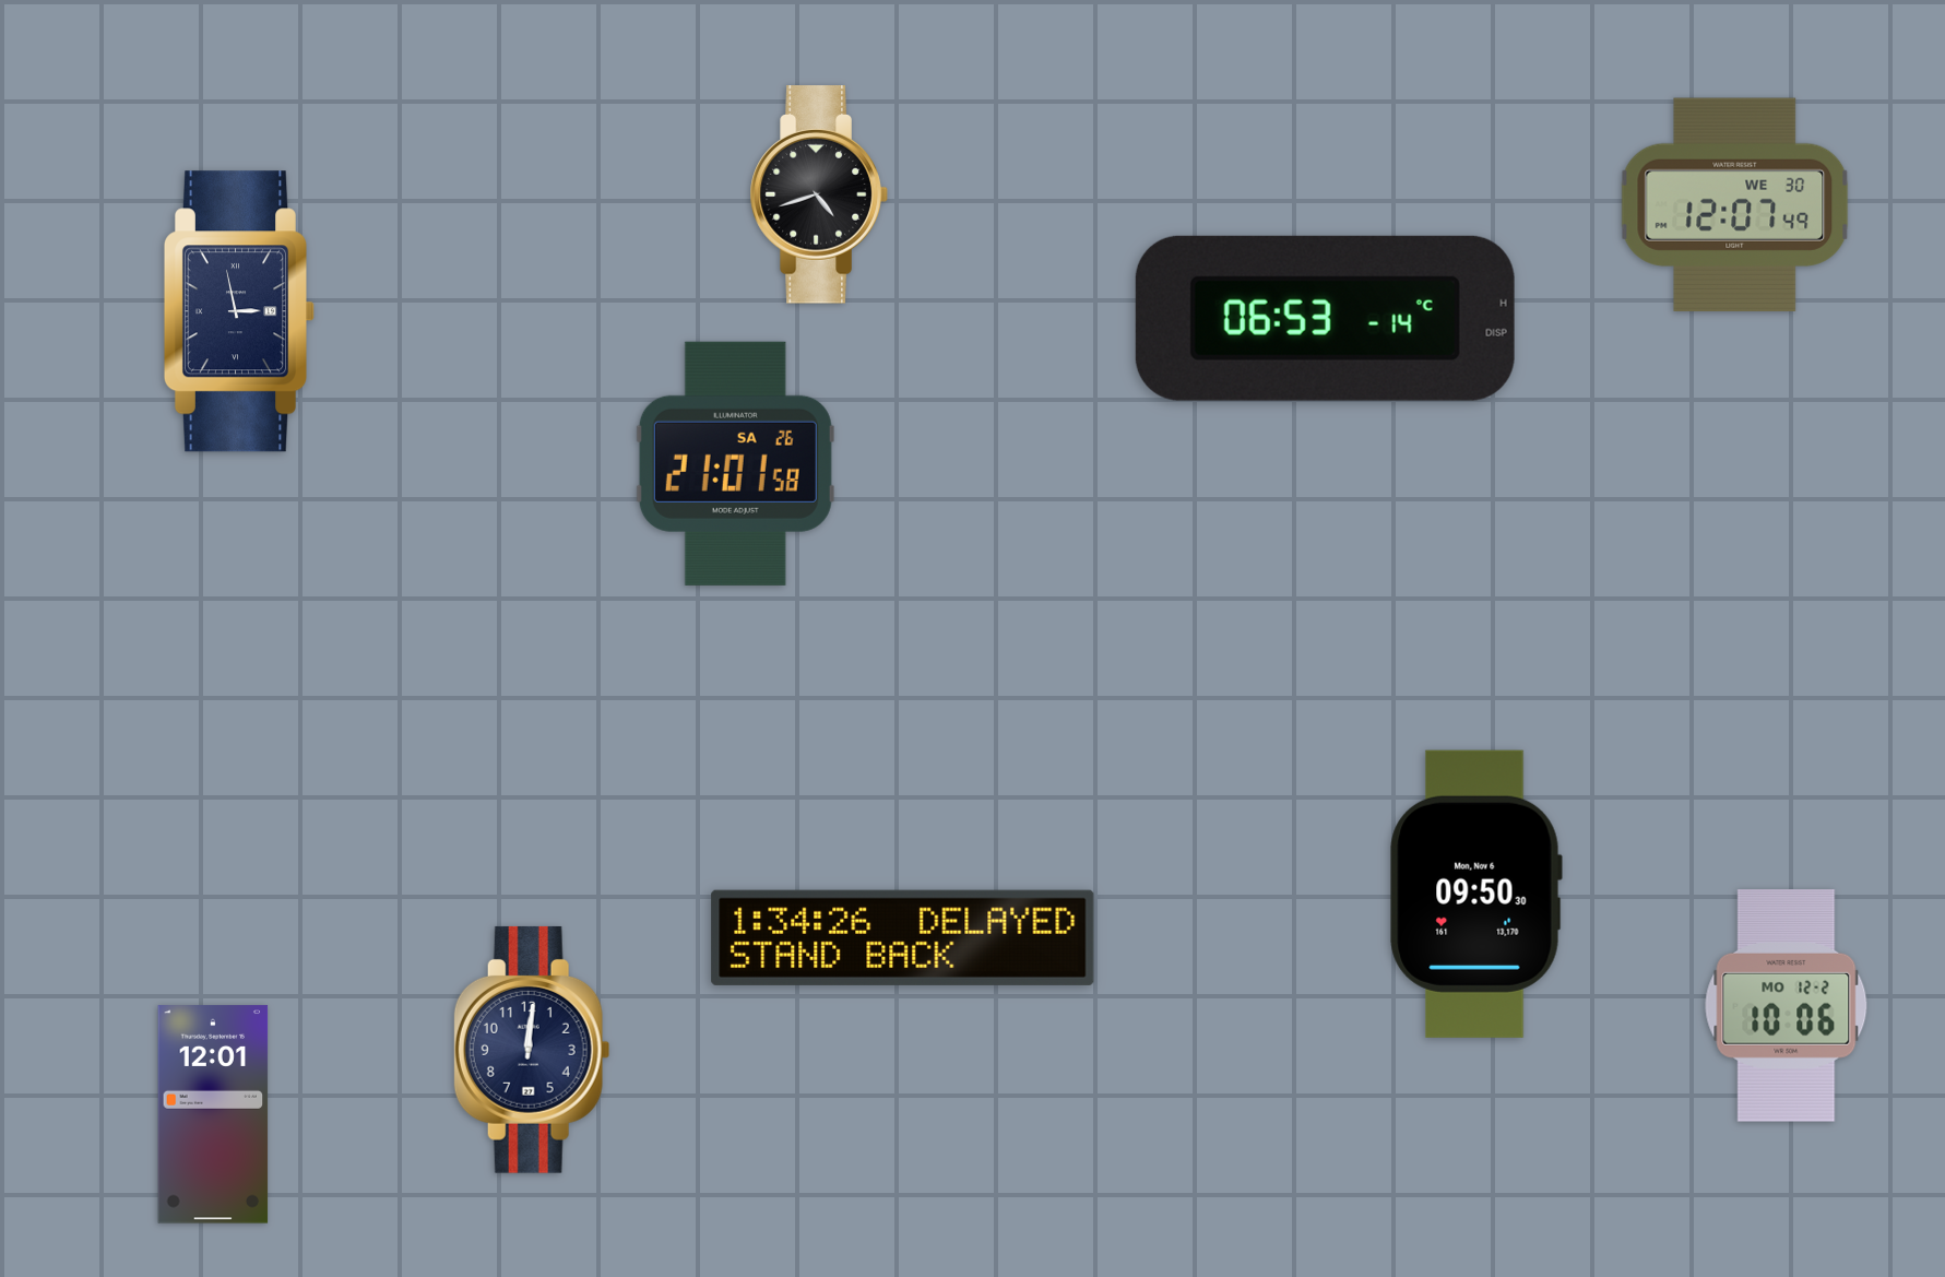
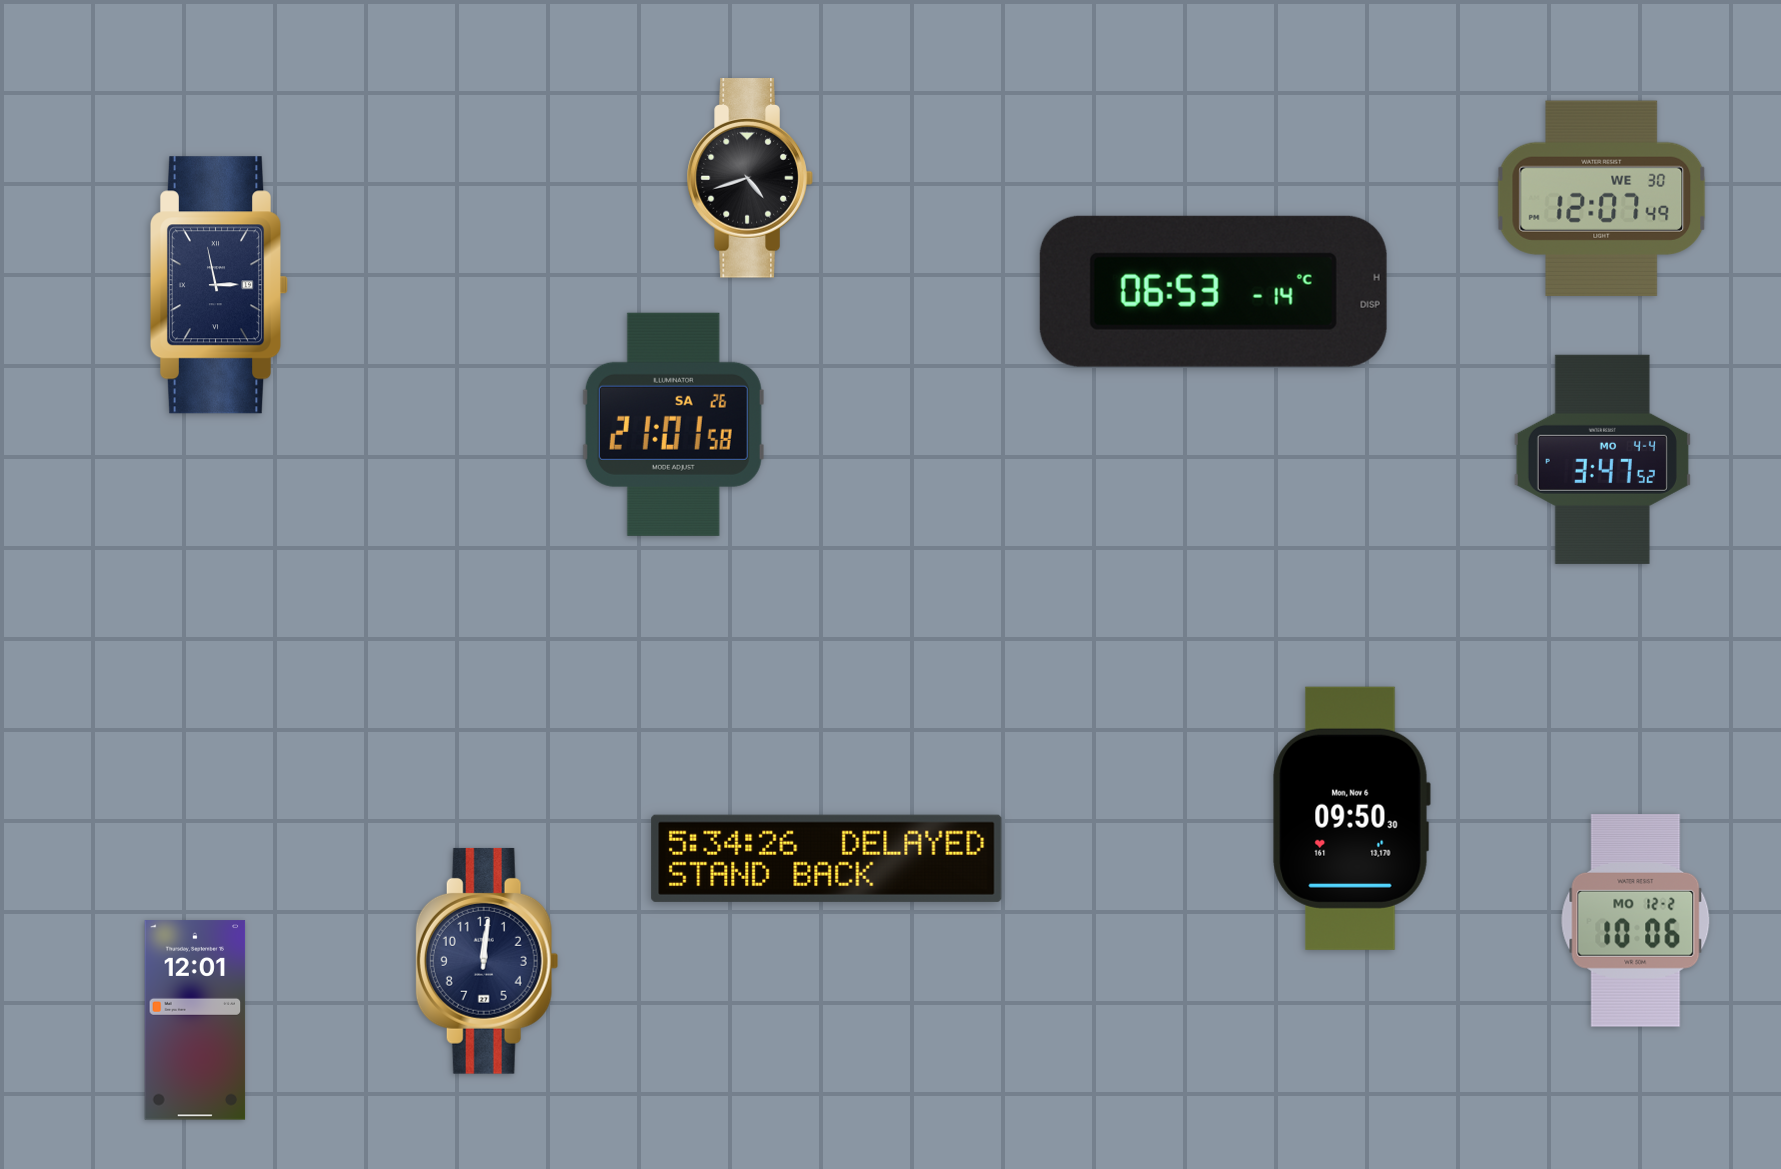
clock at (1735, 204) position: (1735, 204) -> (1602, 198)
clock at (1602, 459): none -> 3:47
clock at (903, 937): 1:34 -> 5:34
